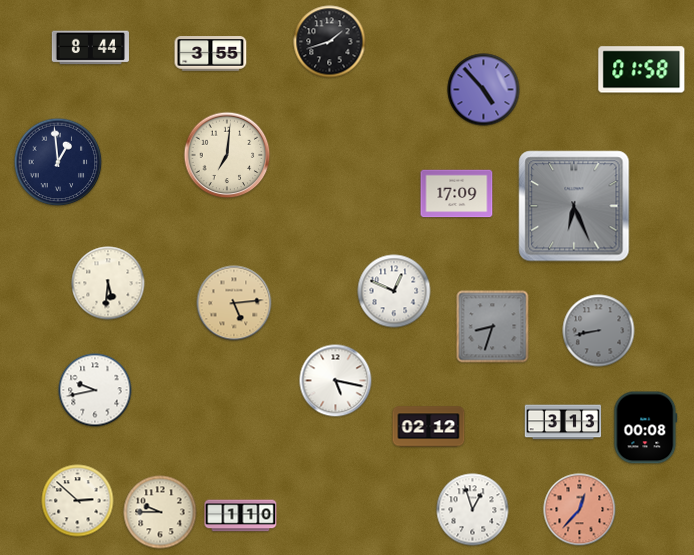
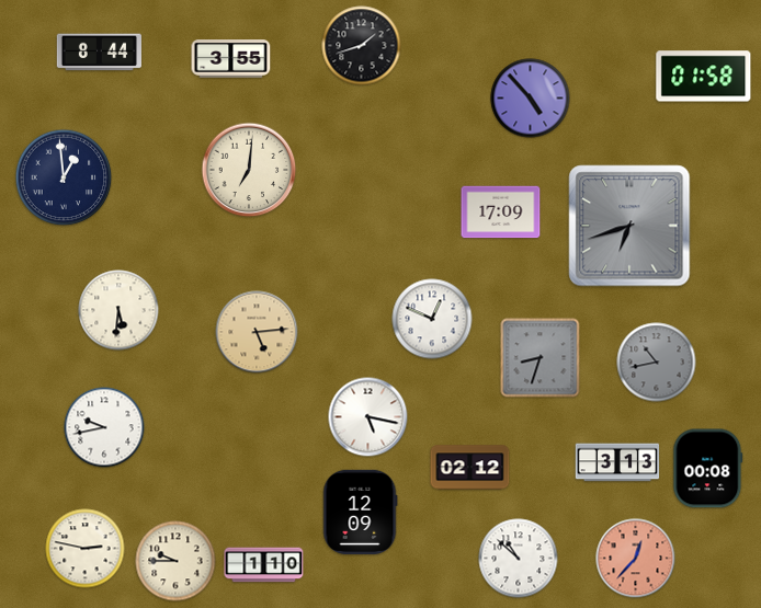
clock at (574, 206): 6:26 -> 6:42
clock at (599, 331): 8:43 -> 10:43
clock at (360, 512): none -> 12:09
clock at (78, 501): 2:52 -> 2:47
clock at (473, 510): 12:57 -> 10:52
